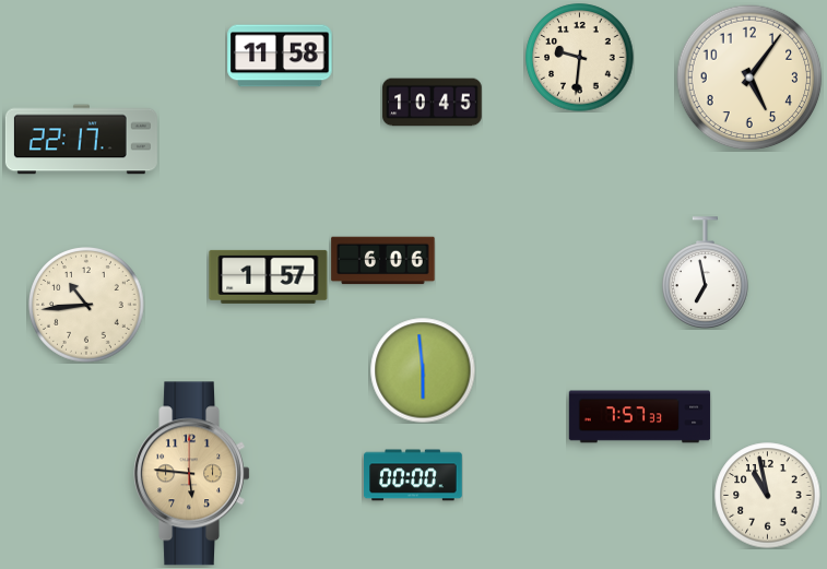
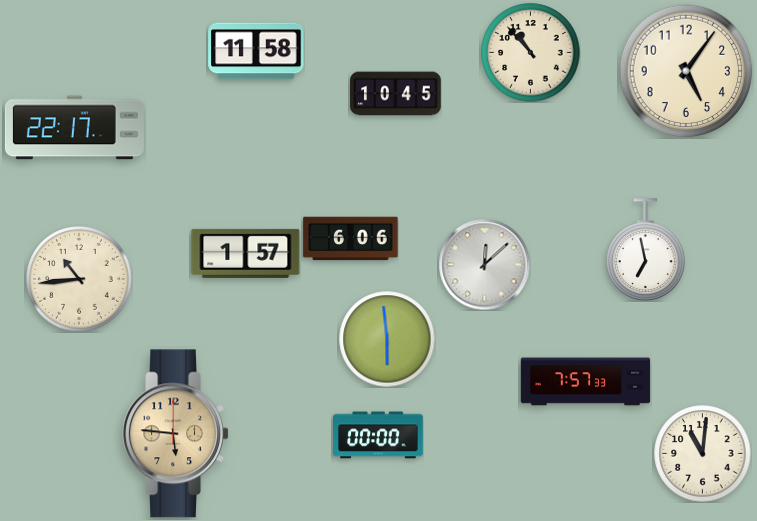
clock at (580, 58): 9:31 -> 10:53
clock at (484, 264): none -> 12:08
clock at (768, 496): 10:58 -> 11:01
